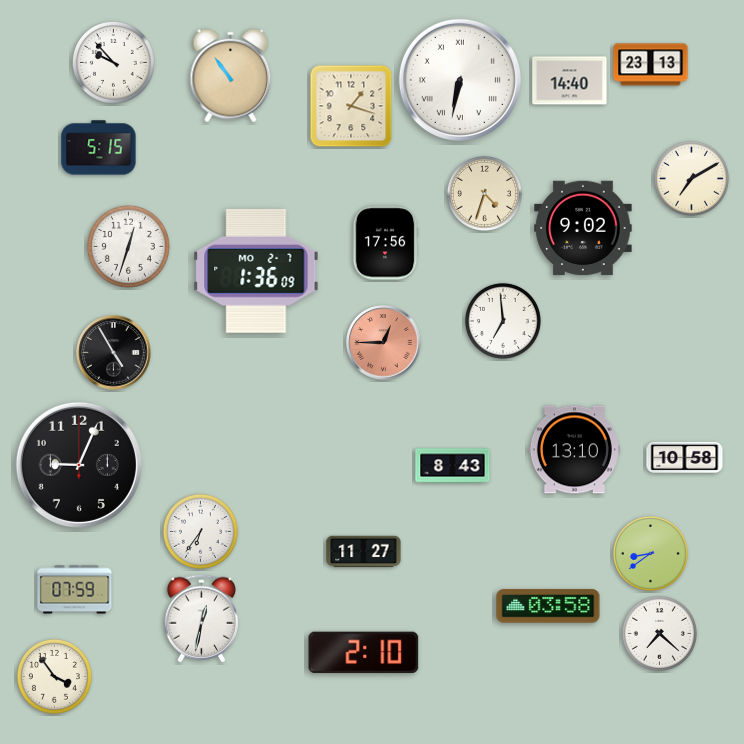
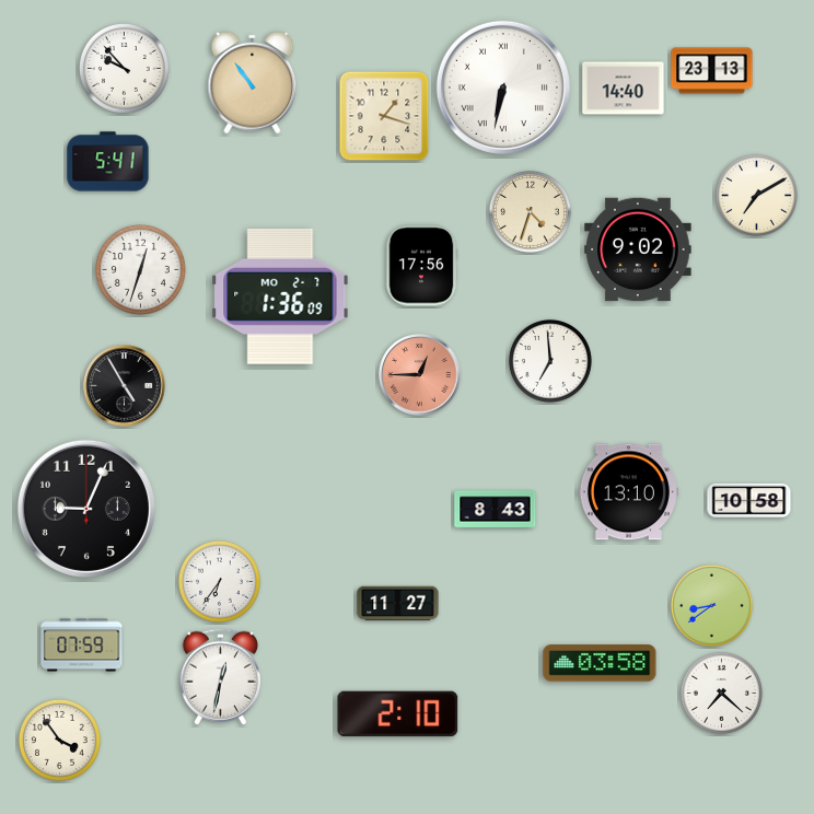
clock at (99, 148): 5:15 -> 5:41
clock at (503, 321) position: (503, 321) -> (550, 361)
